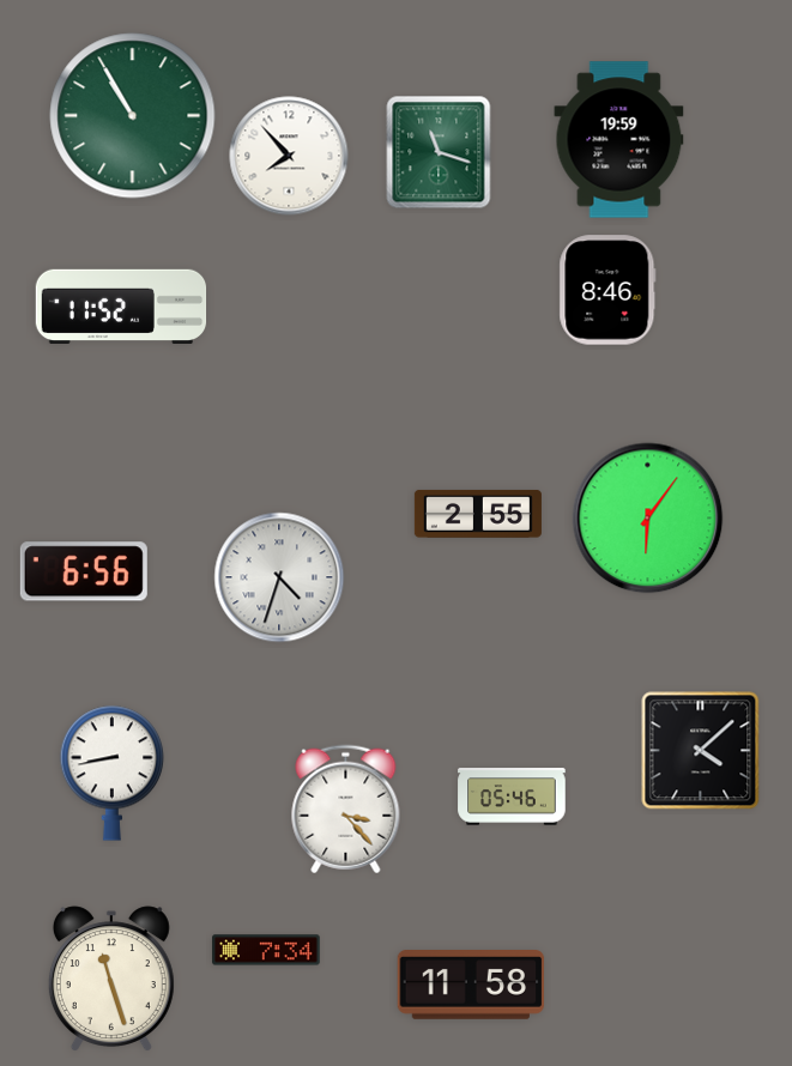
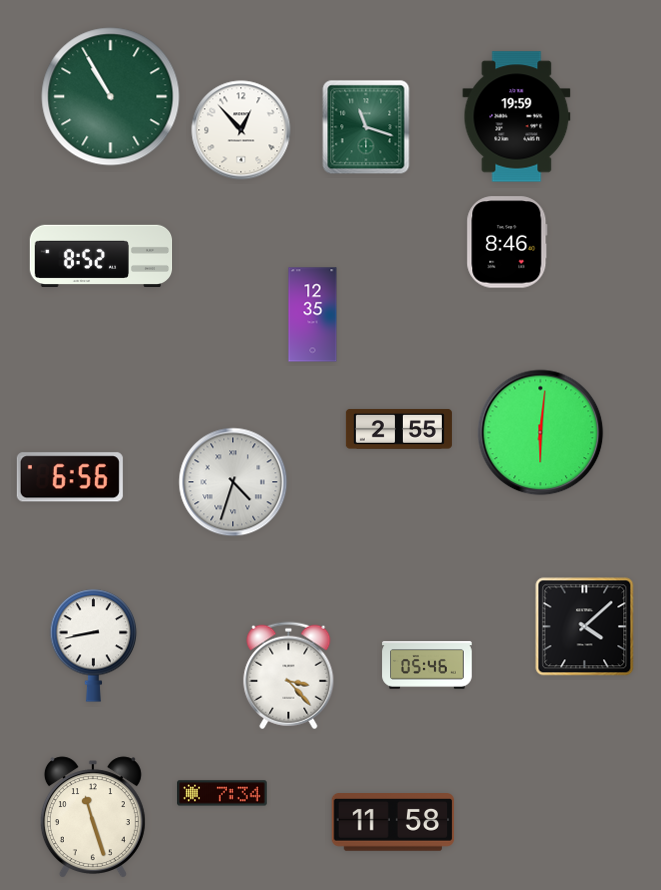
clock at (289, 156): 7:53 -> 12:53
clock at (121, 305): 11:52 -> 8:52
clock at (313, 315): none -> 12:35
clock at (648, 519): 6:06 -> 6:01
